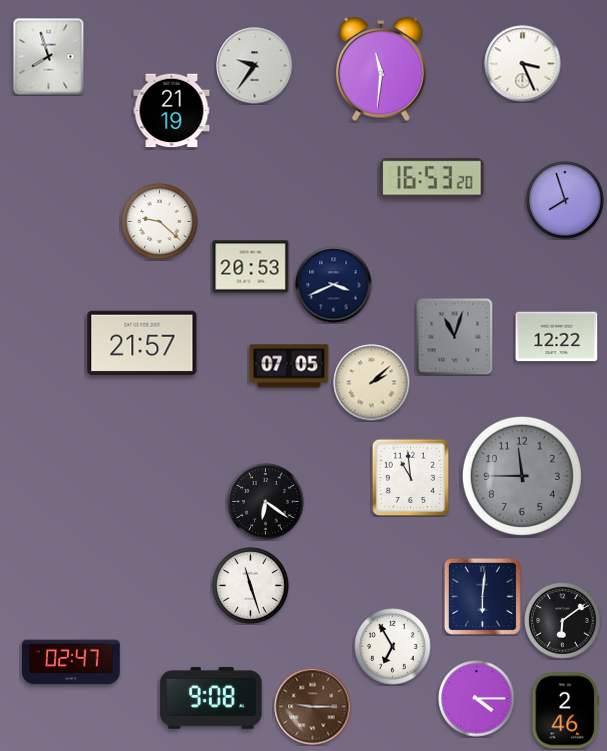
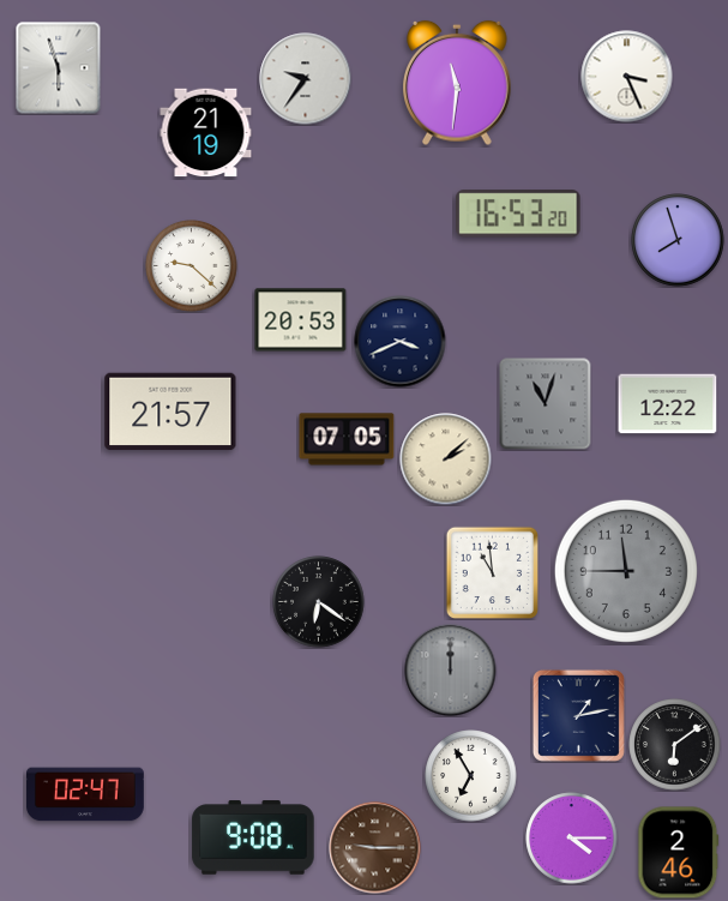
clock at (49, 57): 7:57 -> 5:57
clock at (451, 671): none -> 12:00
clock at (251, 586): 11:27 -> none
clock at (482, 596): 6:01 -> 1:13
